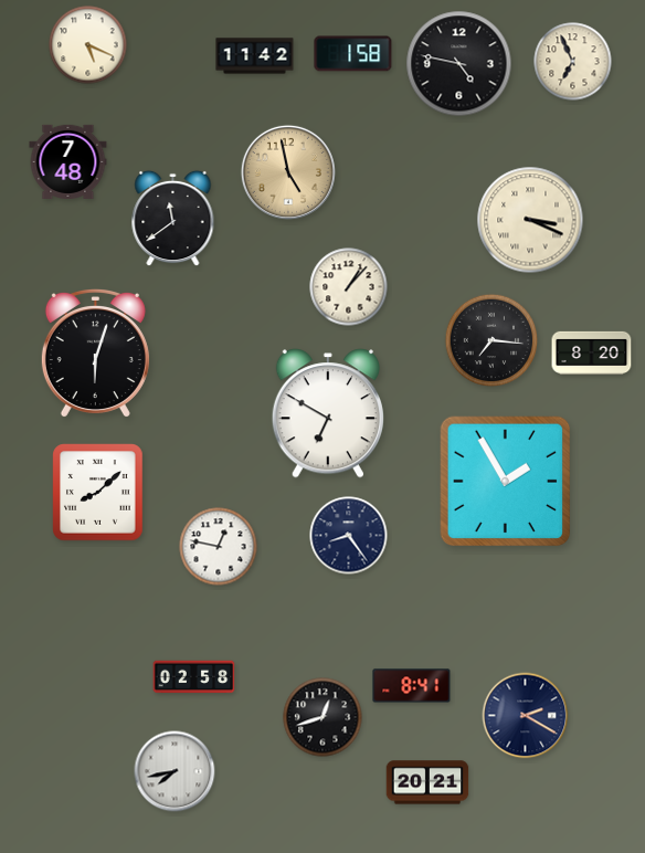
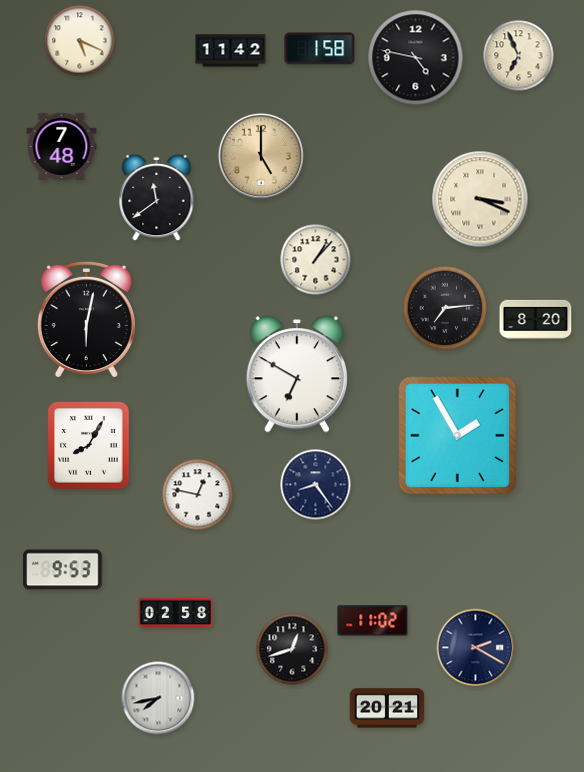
clock at (288, 172): 4:58 -> 5:00
clock at (491, 340): 7:16 -> 7:14
clock at (95, 352): 6:03 -> 6:02
clock at (98, 493): 8:08 -> 8:05
clock at (63, 570): none -> 9:53
clock at (412, 686): 8:41 -> 11:02
